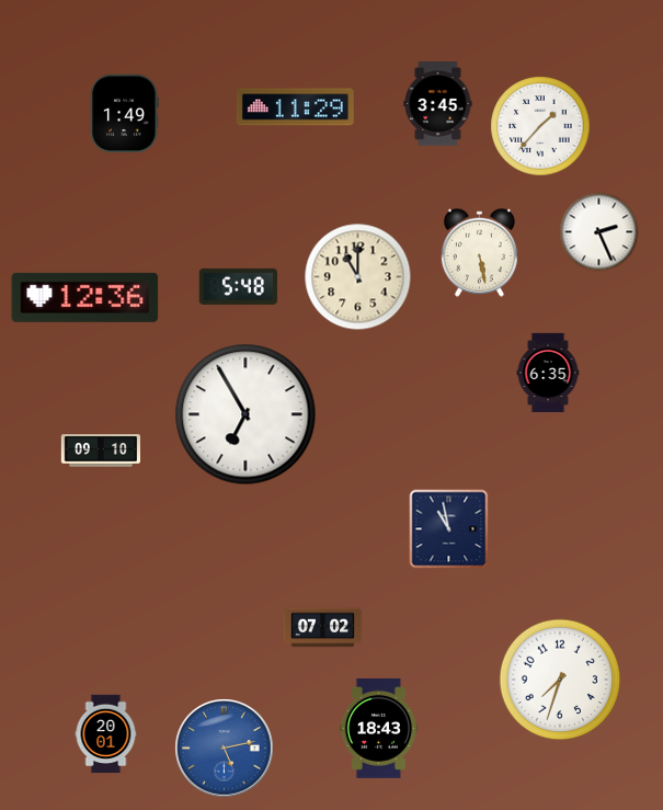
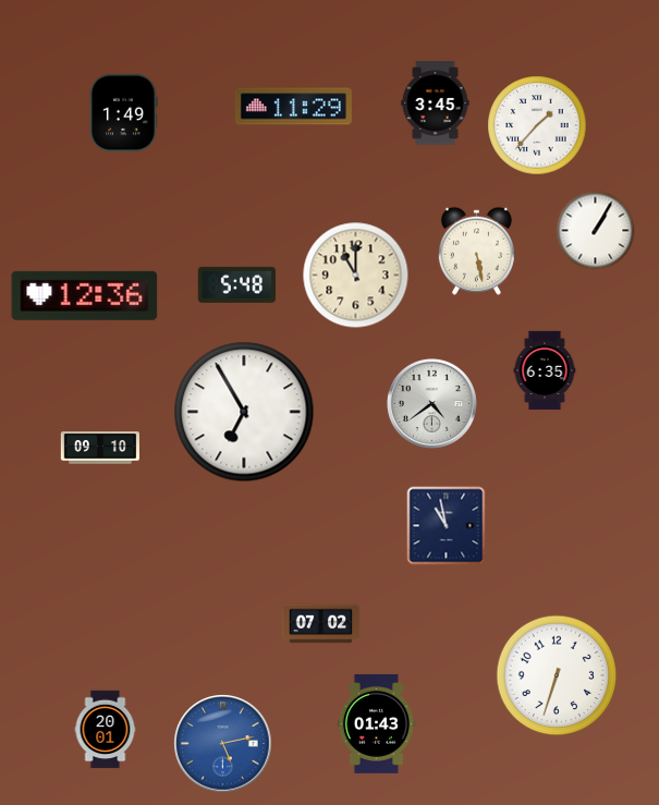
clock at (599, 232): 2:26 -> 1:05
clock at (431, 403): none -> 4:39
clock at (560, 680): 7:33 -> 6:33
clock at (378, 728): 18:43 -> 01:43
